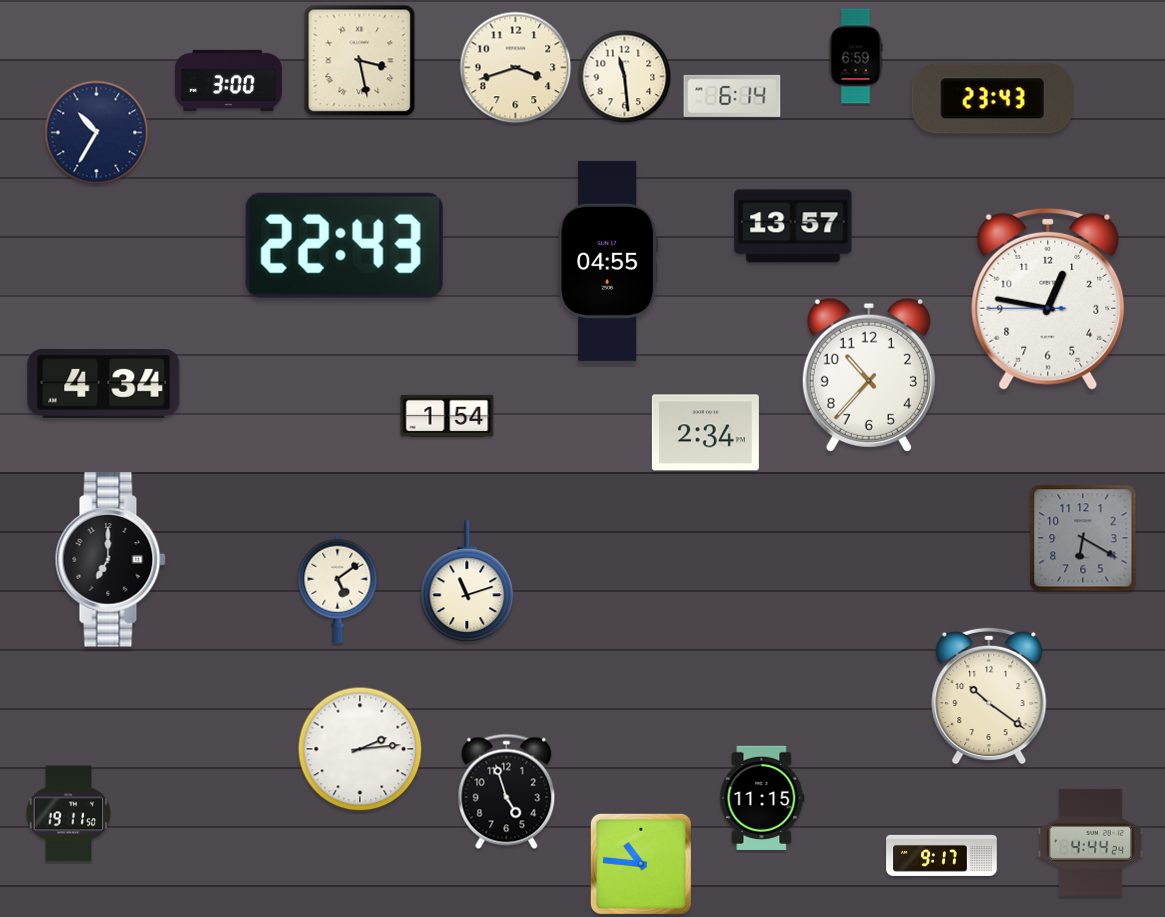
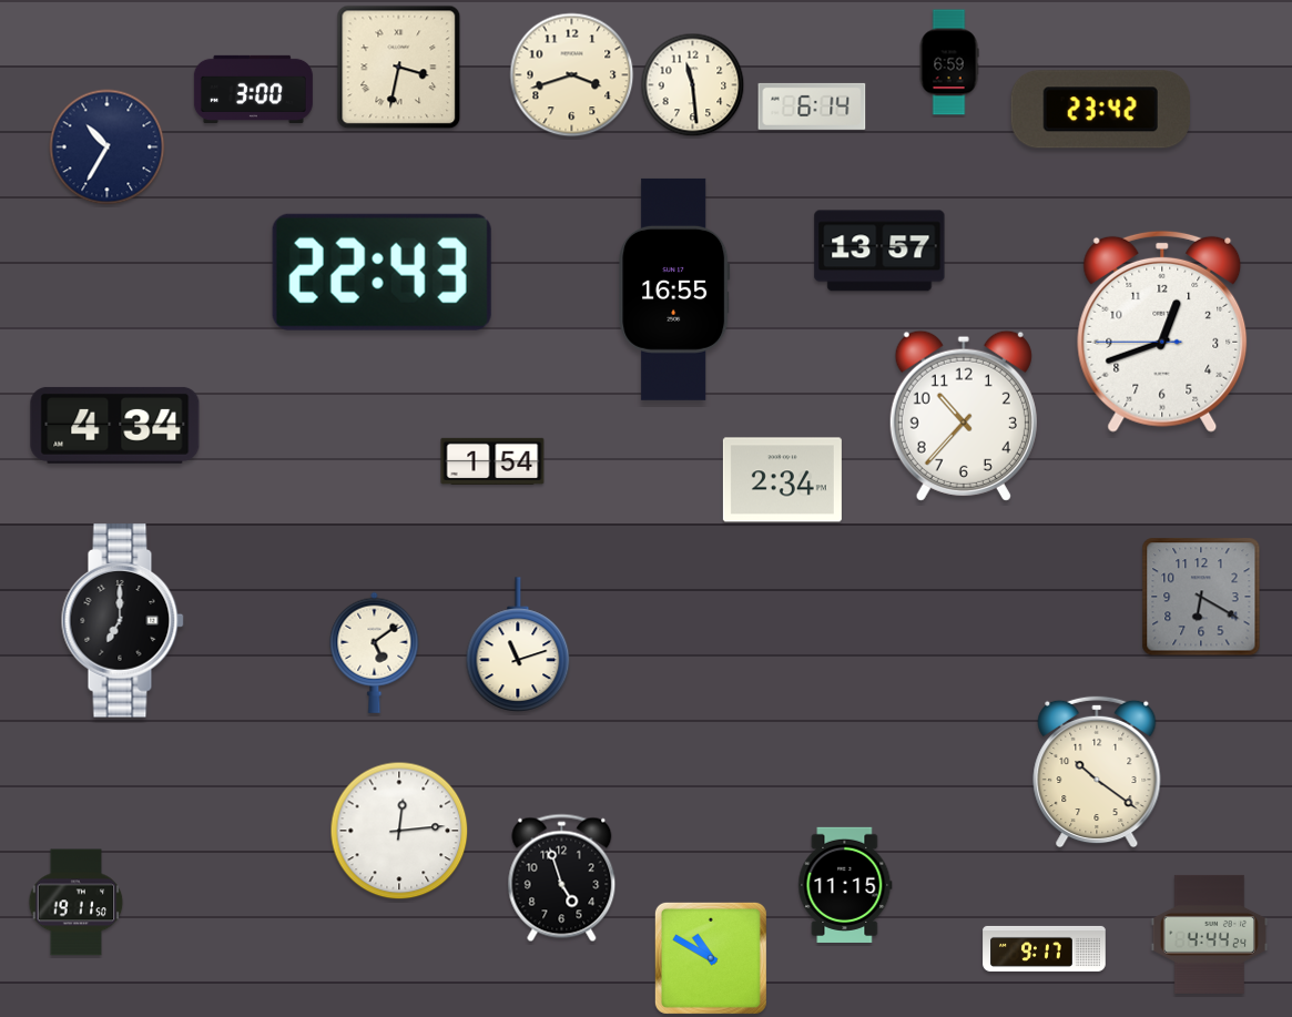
clock at (360, 61): 3:28 -> 3:32
clock at (992, 99): 23:43 -> 23:42
clock at (608, 261): 04:55 -> 16:55
clock at (1048, 299): 12:46 -> 12:41
clock at (447, 416) position: (447, 416) -> (492, 461)
clock at (360, 749): 2:14 -> 12:14
clock at (641, 864): 10:46 -> 10:50
